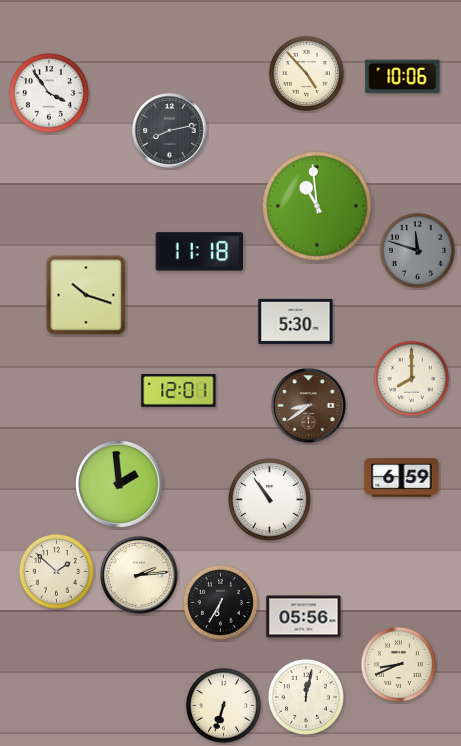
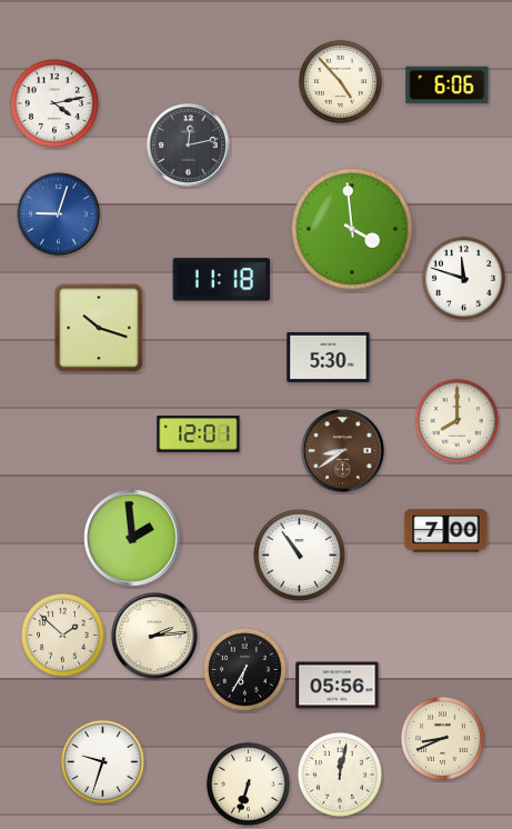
clock at (403, 77): 10:06 -> 6:06
clock at (49, 93): 3:54 -> 4:13
clock at (170, 131): 8:13 -> 12:13
clock at (59, 214): none -> 9:03
clock at (317, 206): 10:59 -> 3:59
clock at (417, 250) dial: grey -> white
clock at (86, 295) position: (86, 295) -> (99, 328)
clock at (402, 478): 6:59 -> 7:00
clock at (139, 575) position: (139, 575) -> (154, 636)
clock at (102, 761): none -> 9:33
